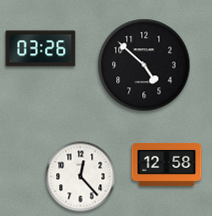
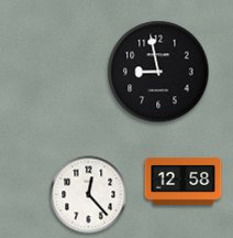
clock at (41, 49): 03:26 -> none
clock at (144, 65): 4:52 -> 8:58
